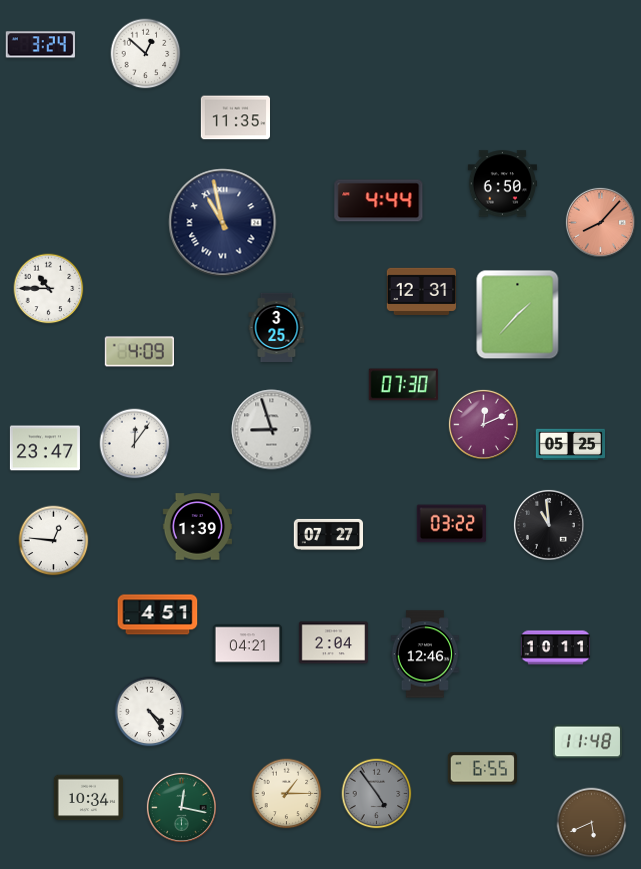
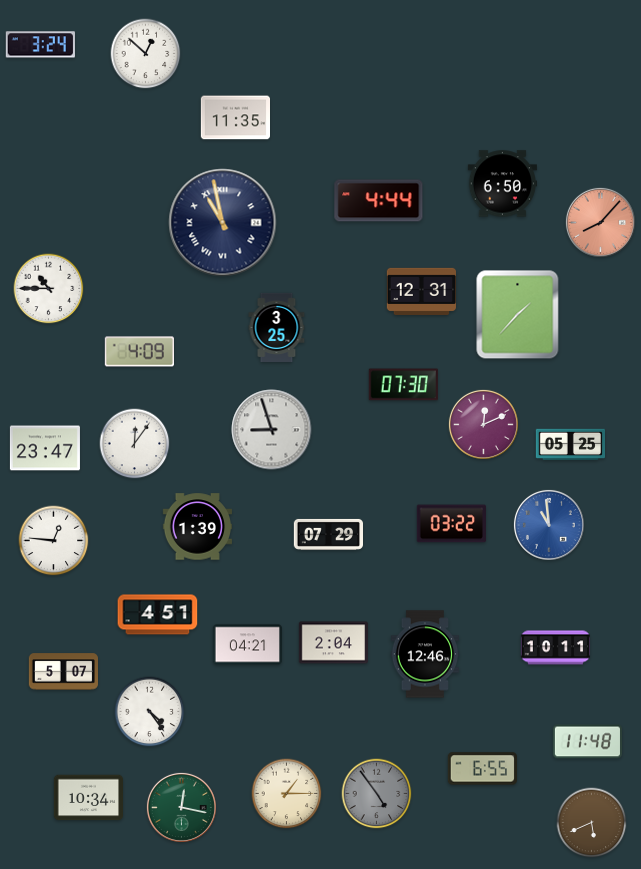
clock at (549, 525) dial: black -> blue
clock at (328, 534): 07:27 -> 07:29
clock at (63, 672): none -> 5:07
